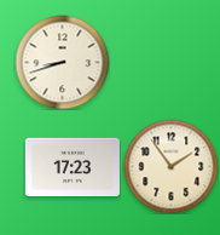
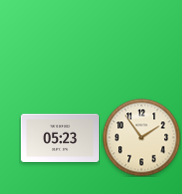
clock at (62, 62): 8:42 -> none
clock at (73, 167): 17:23 -> 05:23
